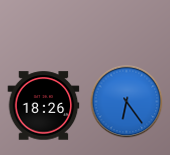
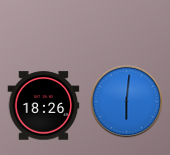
clock at (127, 102): 6:24 -> 6:01
